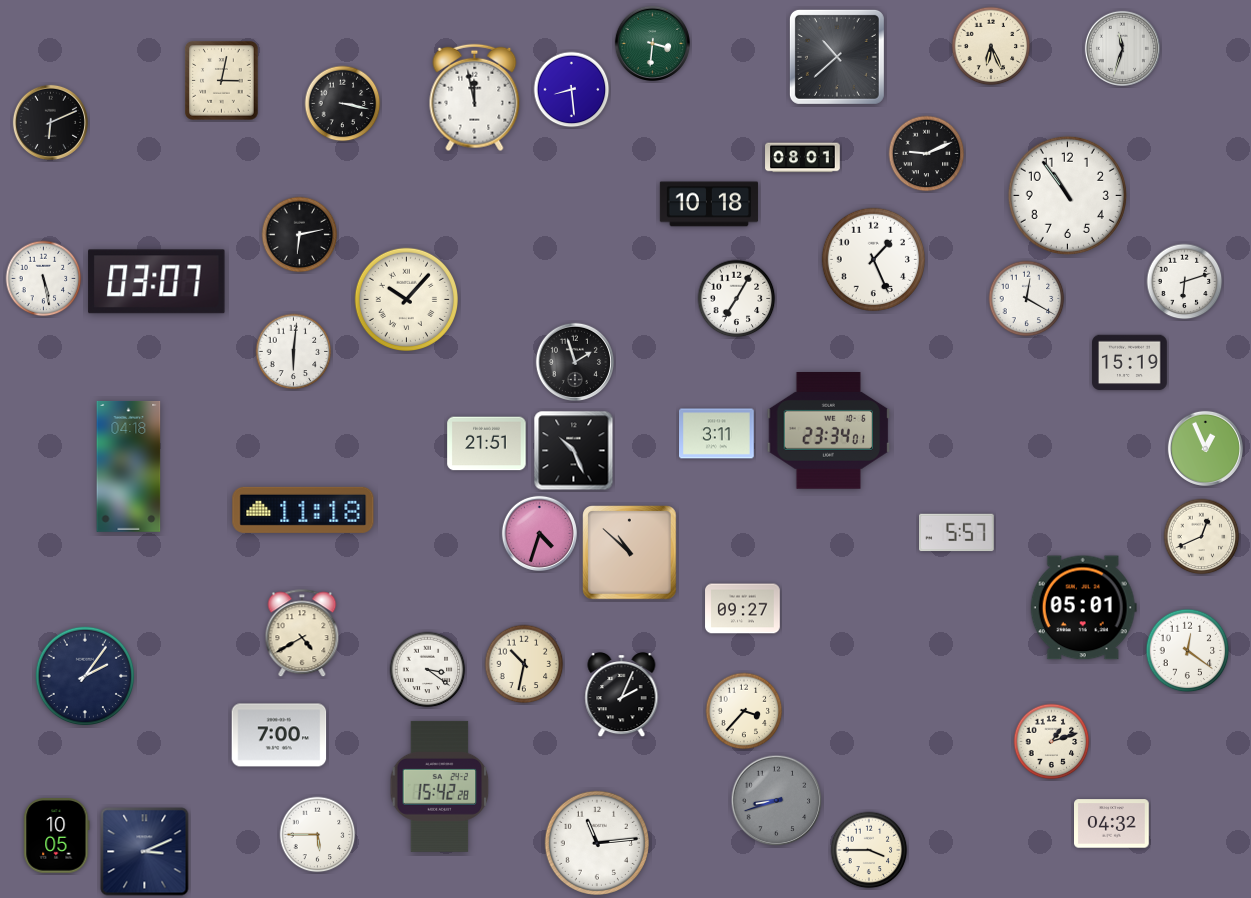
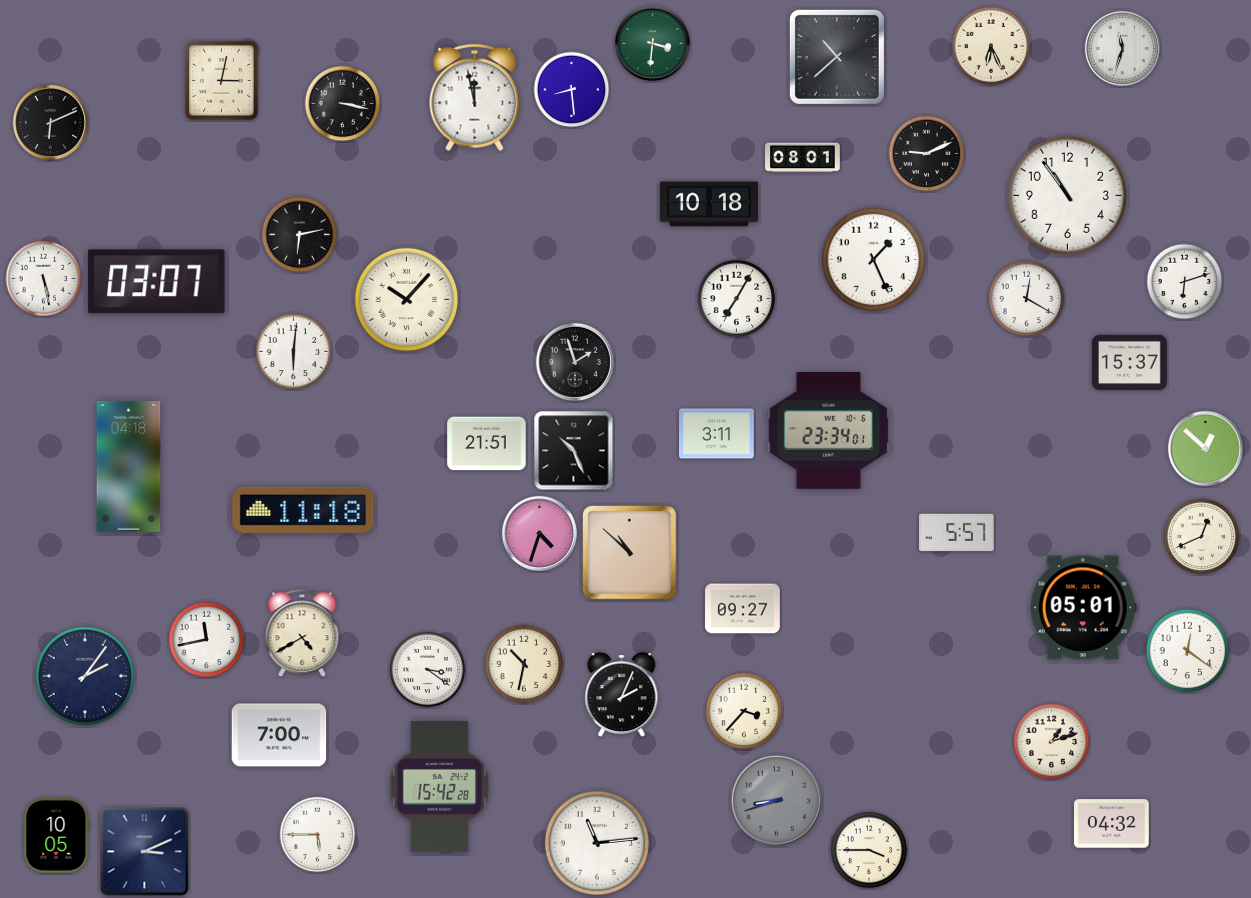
clock at (1130, 363): 15:19 -> 15:37
clock at (1205, 448): 12:56 -> 12:52
clock at (207, 640): none -> 11:43
